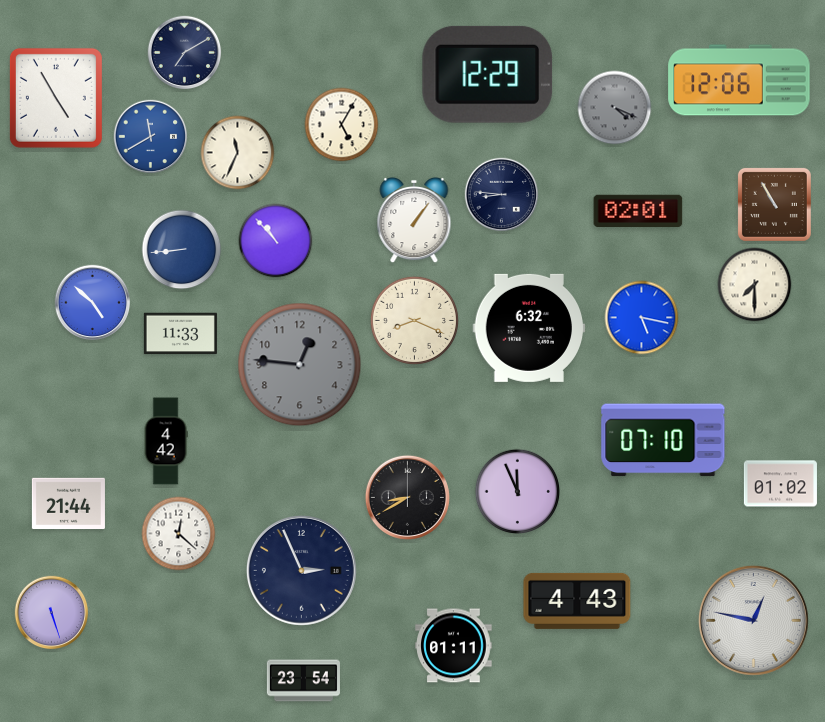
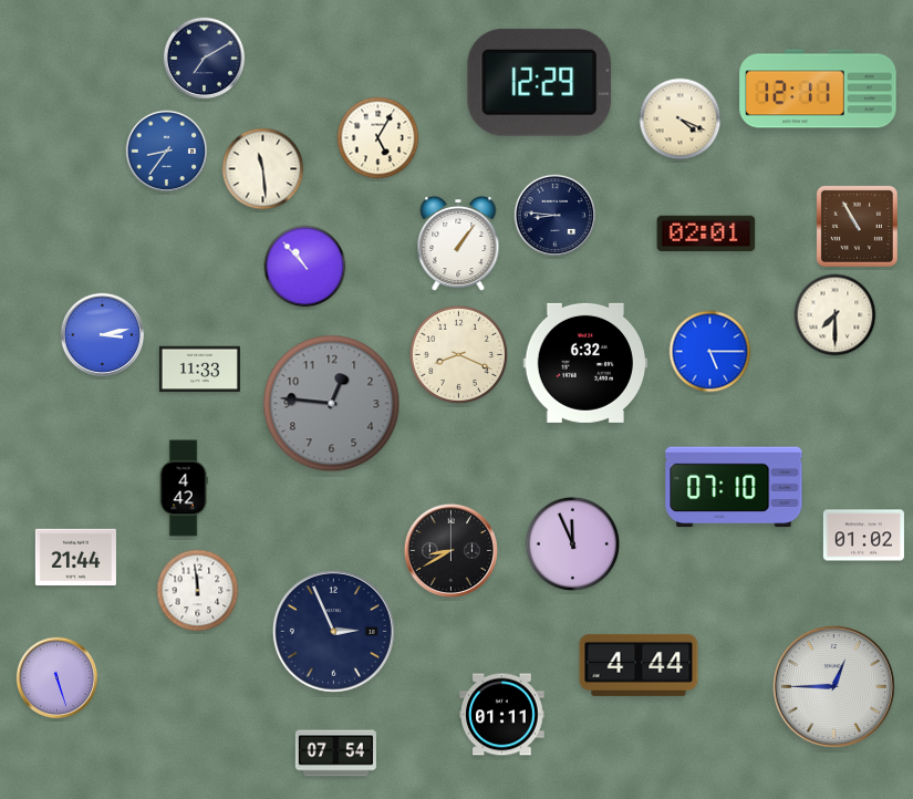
clock at (739, 80): 12:06 -> 12:11
clock at (56, 98): 4:55 -> none
clock at (615, 108) dial: grey -> cream
clock at (151, 137): 11:40 -> 8:36
clock at (238, 153): 11:34 -> 11:29
clock at (182, 250): 8:44 -> none
clock at (93, 303): 4:52 -> 3:13
clock at (642, 318): 5:17 -> 5:15
clock at (179, 534): 12:22 -> 11:59
clock at (577, 601): 4:43 -> 4:44
clock at (753, 620): 12:47 -> 12:45
clock at (303, 681): 23:54 -> 07:54
